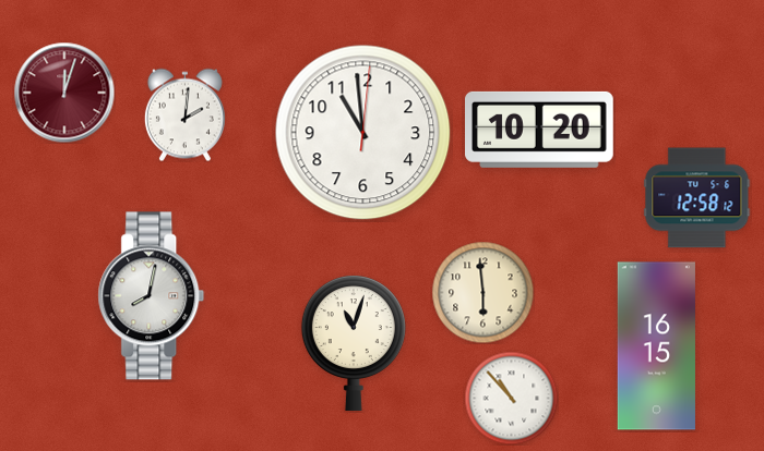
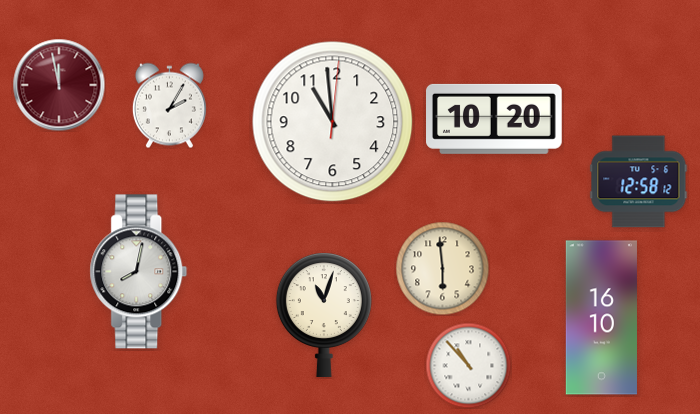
clock at (64, 93): 12:03 -> 11:58
clock at (184, 114): 2:01 -> 2:05
clock at (656, 346): 16:15 -> 16:10
